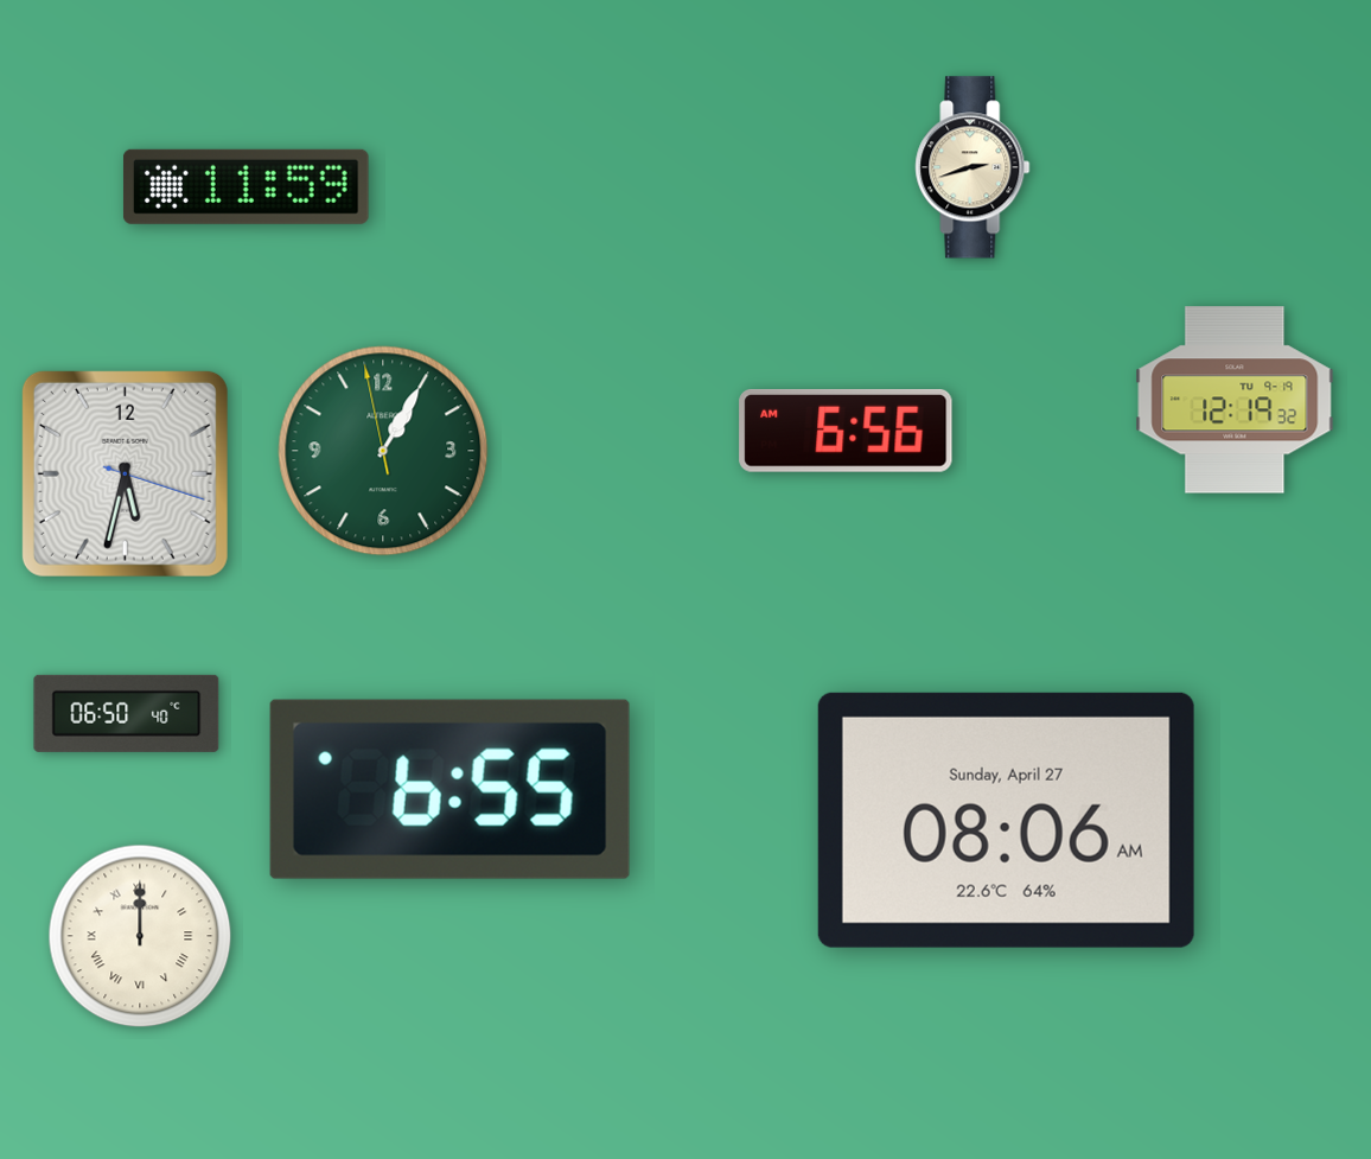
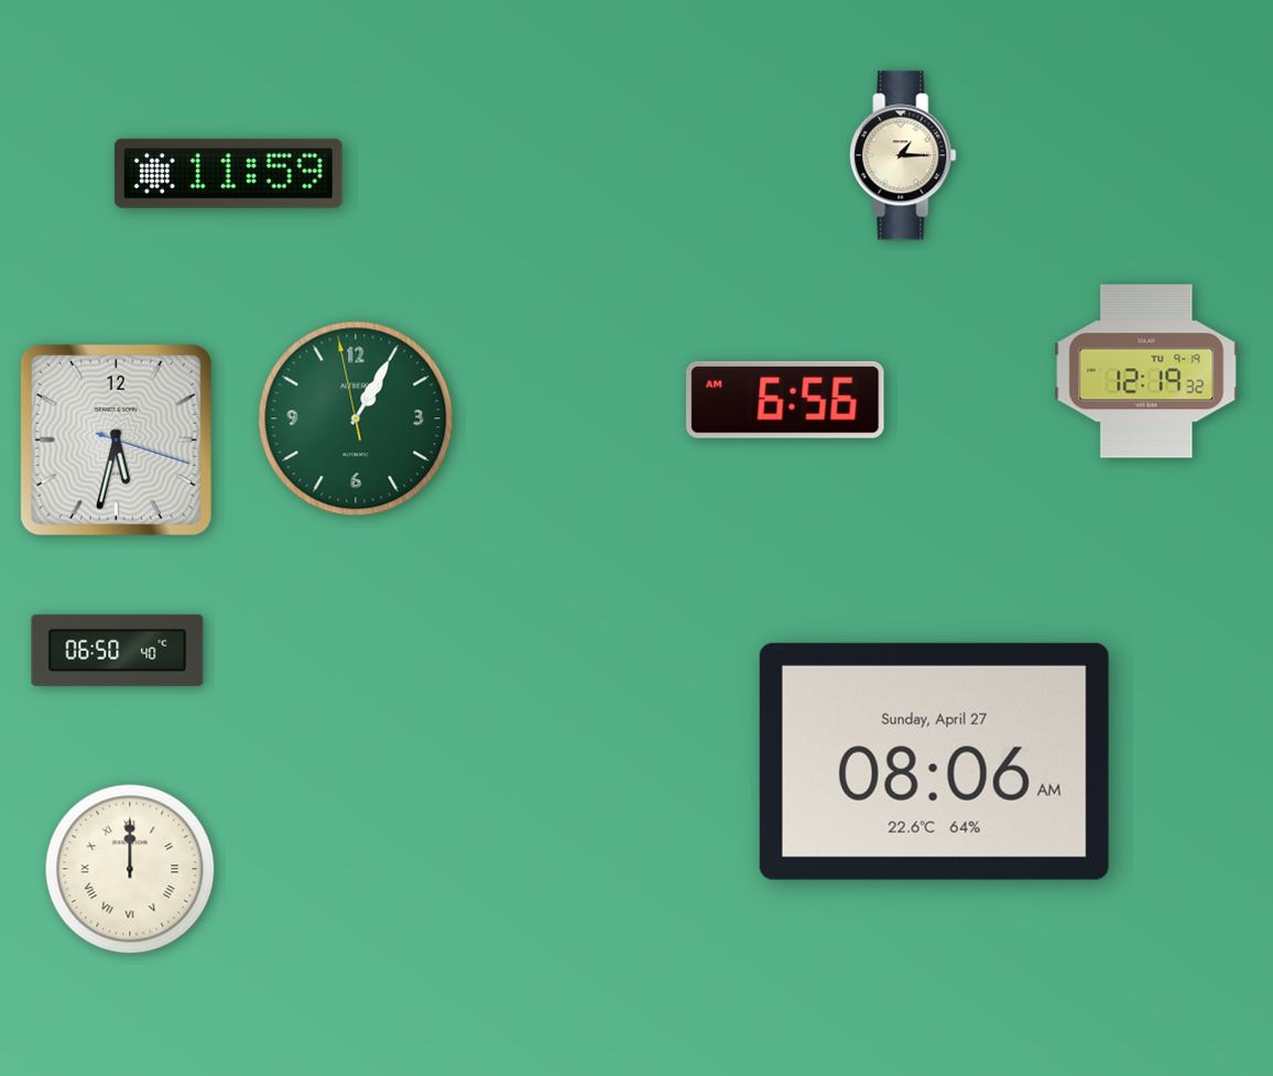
clock at (973, 167): 2:42 -> 1:15
clock at (127, 713) position: (127, 713) -> (118, 650)
clock at (449, 789): 6:55 -> none
